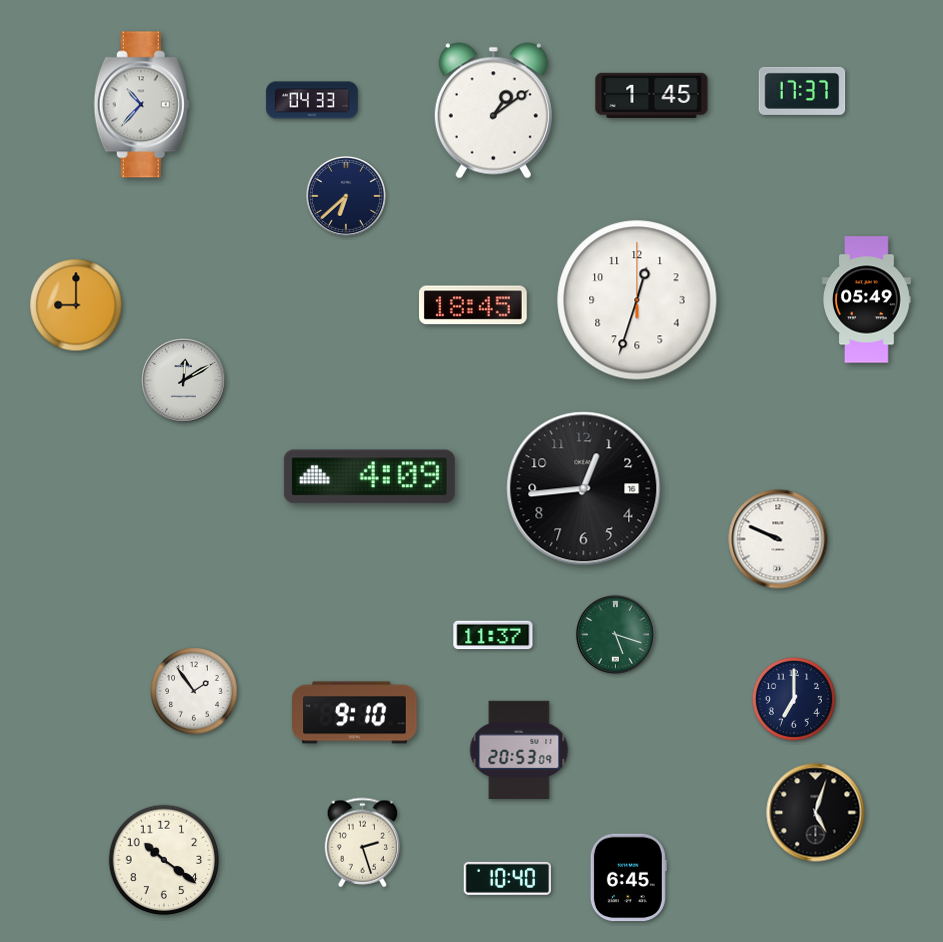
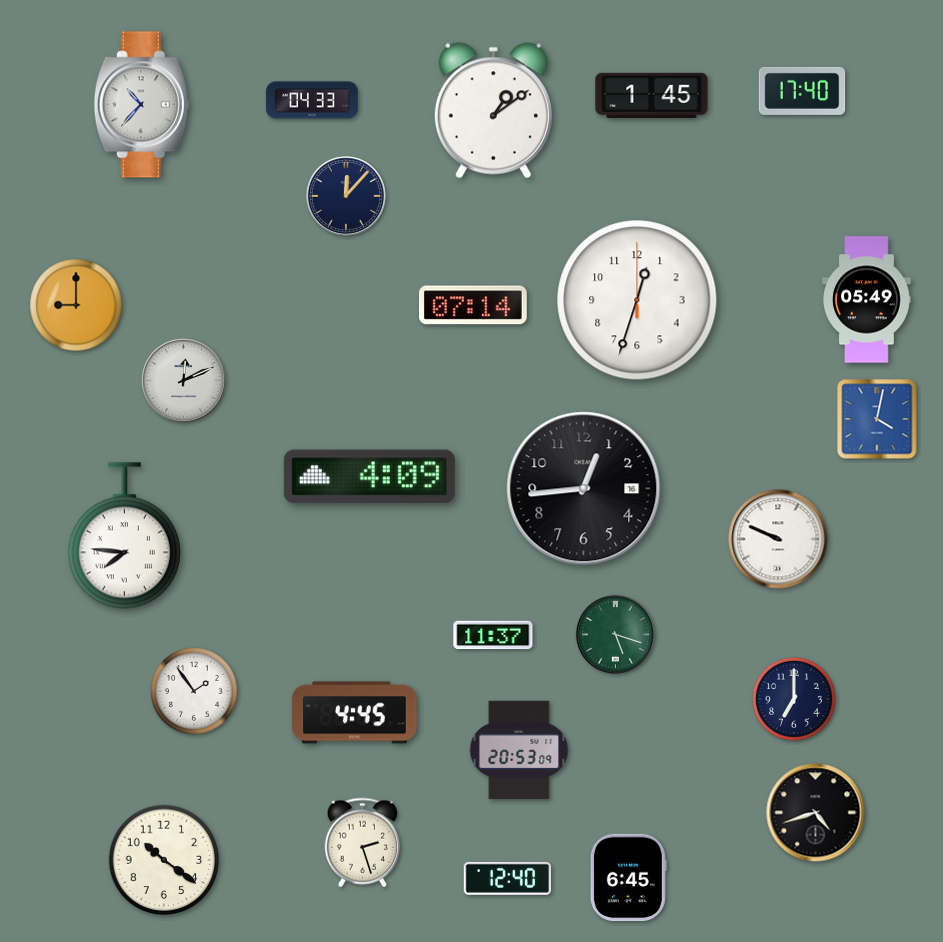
clock at (802, 91): 17:37 -> 17:40
clock at (346, 196): 6:38 -> 12:07
clock at (474, 305): 18:45 -> 07:14
clock at (184, 381): 12:10 -> 12:11
clock at (877, 419): none -> 4:02
clock at (124, 536): none -> 7:46
clock at (355, 713): 9:10 -> 4:45
clock at (816, 813): 5:03 -> 4:42
clock at (507, 878): 10:40 -> 12:40
